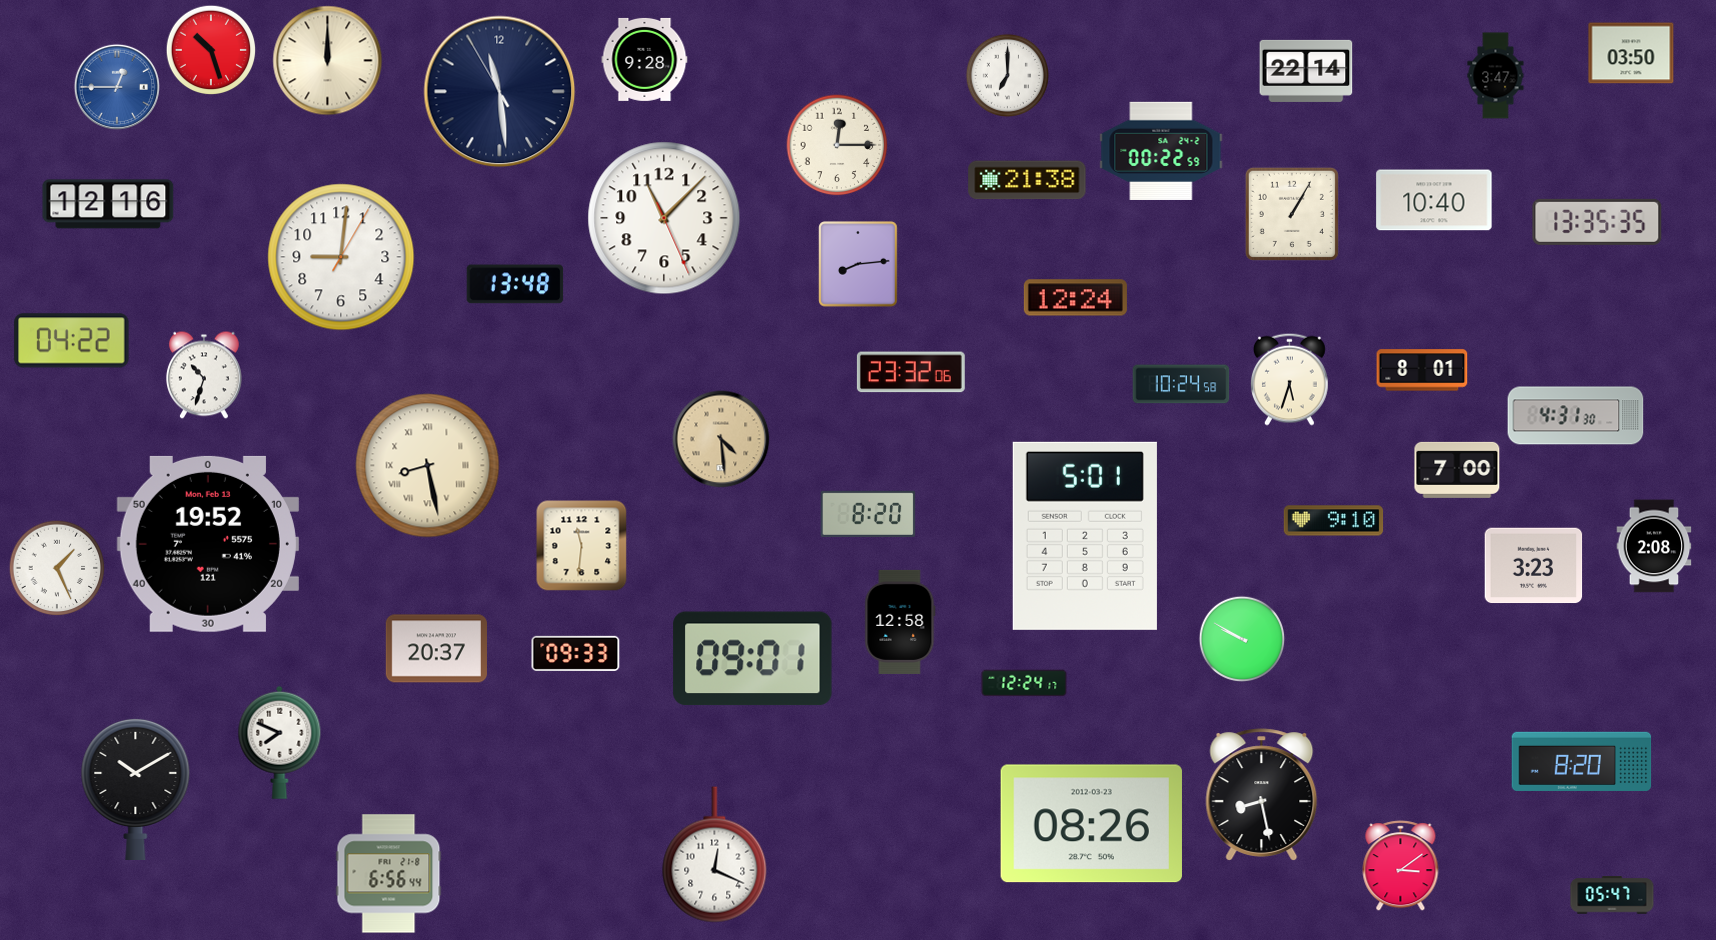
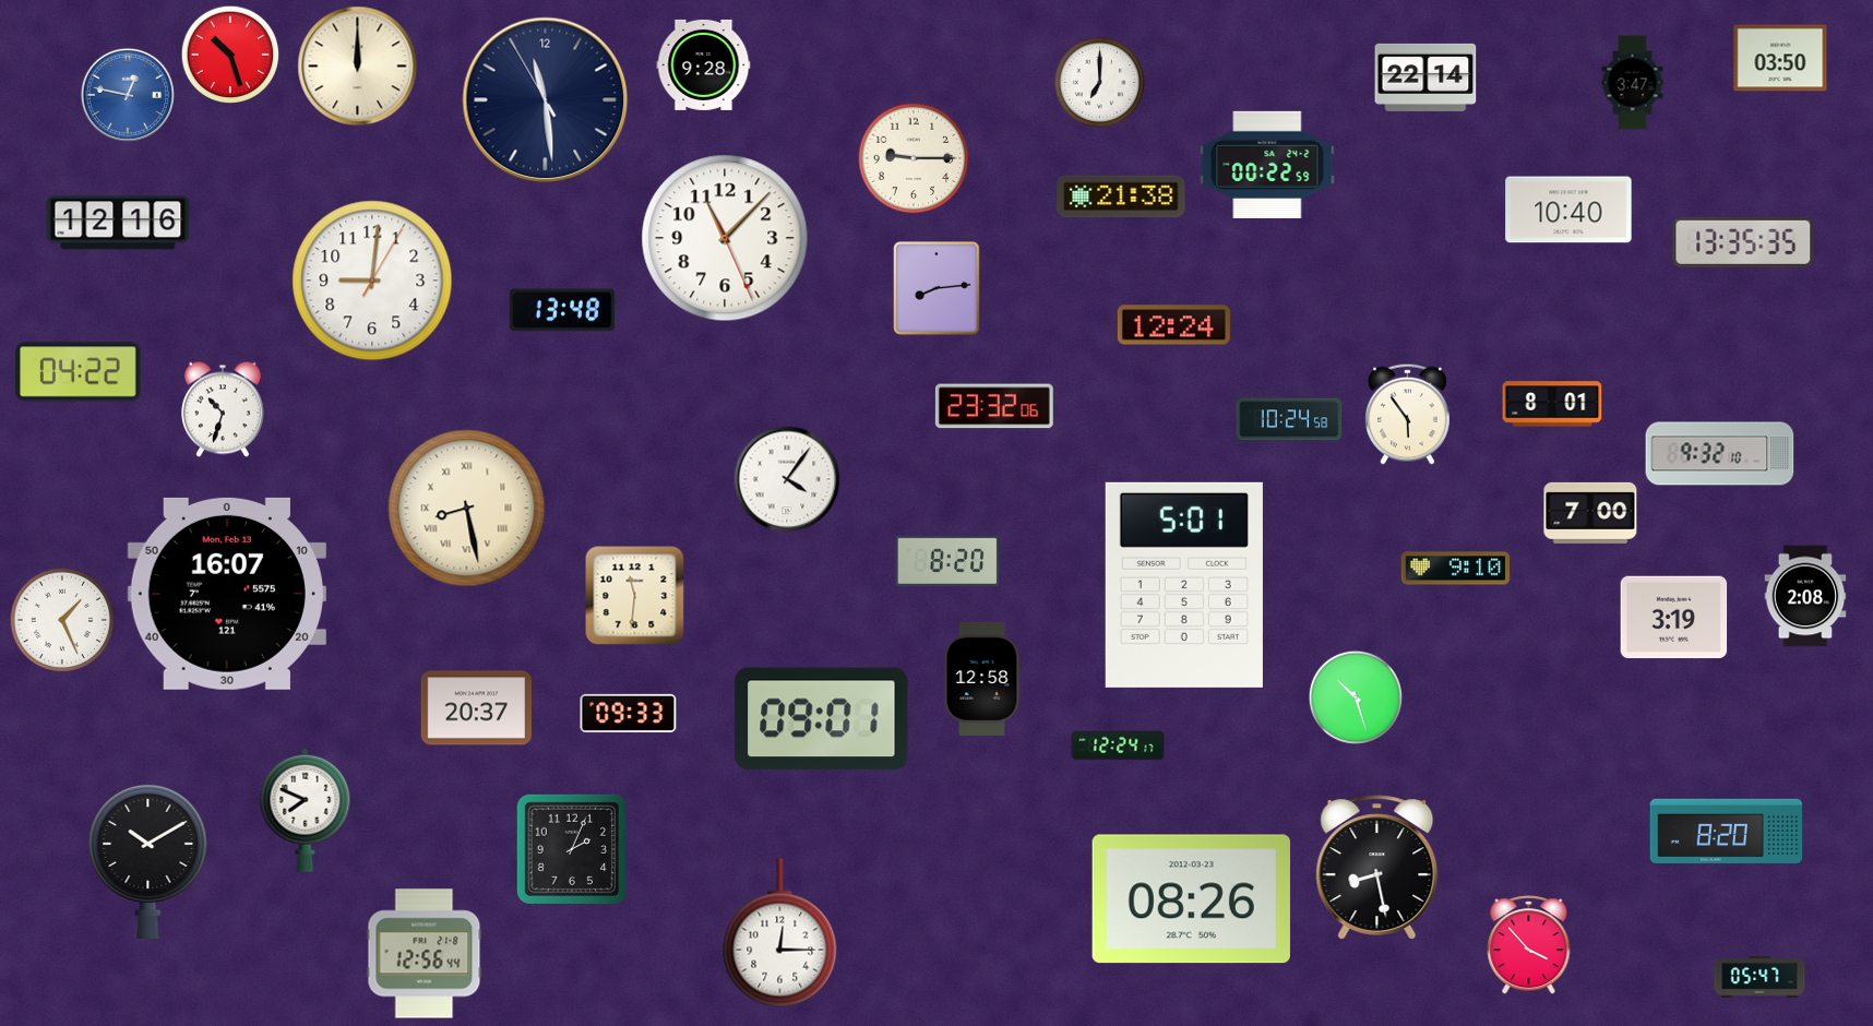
clock at (117, 87): 12:45 -> 12:47
clock at (837, 145): 12:15 -> 9:15
clock at (1434, 200) position: (1434, 200) -> (1568, 210)
clock at (1292, 214): 1:05 -> none
clock at (1290, 379): 5:33 -> 5:54
clock at (1576, 416): 4:31 -> 9:32
clock at (721, 439): 4:29 -> 4:06
clock at (721, 439) dial: champagne -> white
clock at (208, 544): 19:52 -> 16:07
clock at (1534, 566): 3:23 -> 3:19
clock at (1242, 639): 9:50 -> 10:27
clock at (572, 849): none -> 2:04
clock at (715, 855): 12:19 -> 12:15
clock at (1401, 866): 3:09 -> 3:53
clock at (389, 874): 6:56 -> 12:56
